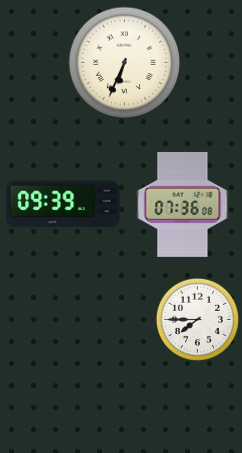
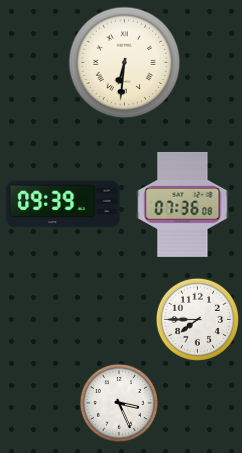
clock at (125, 63): 6:34 -> 6:31
clock at (119, 403): none -> 3:26
